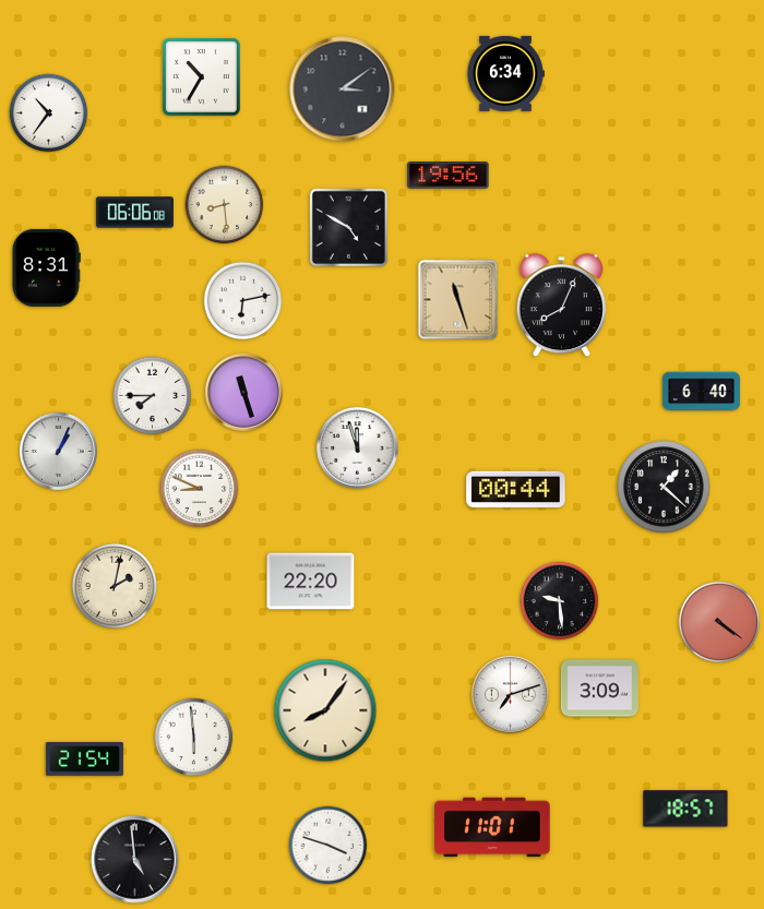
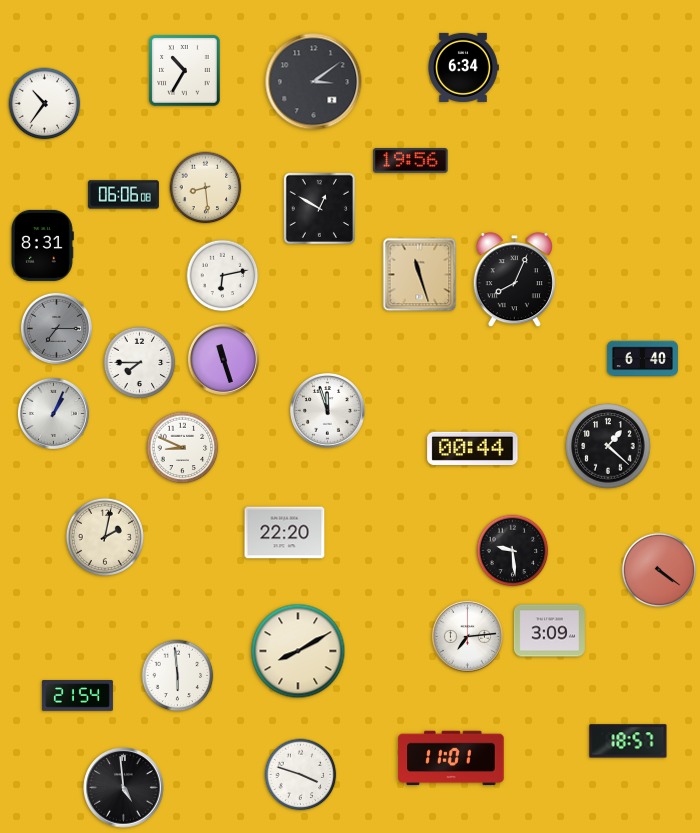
clock at (348, 227): 4:50 -> 12:50
clock at (56, 328): none -> 7:15
clock at (510, 694): 7:12 -> 7:14
clock at (325, 710): 8:06 -> 8:10
